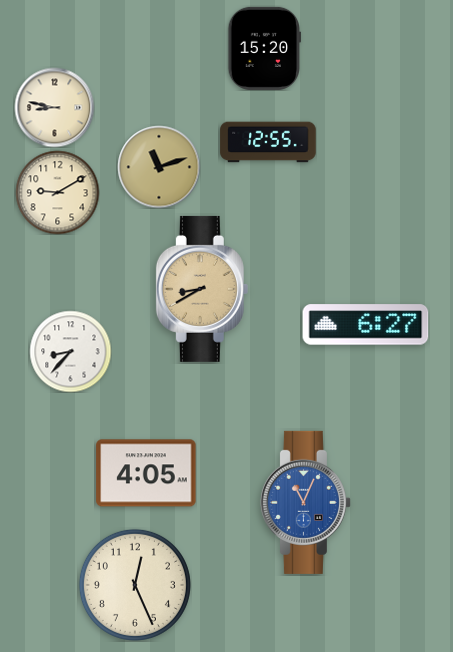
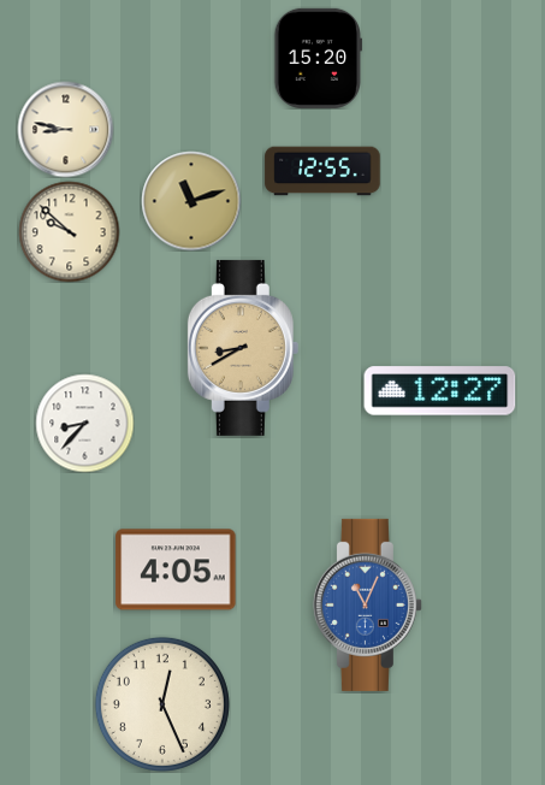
clock at (57, 192): 9:10 -> 9:52
clock at (366, 325): 6:27 -> 12:27
